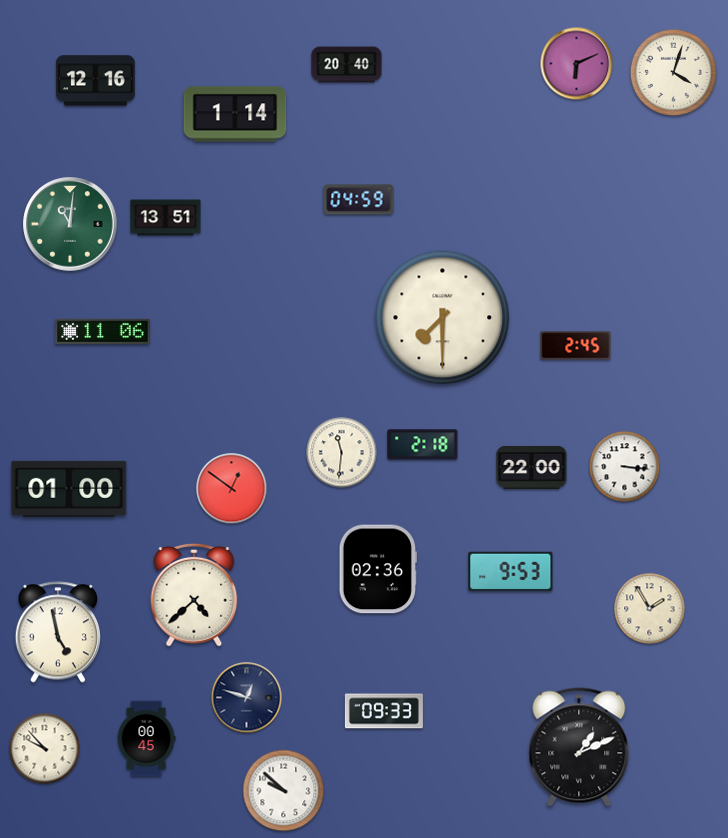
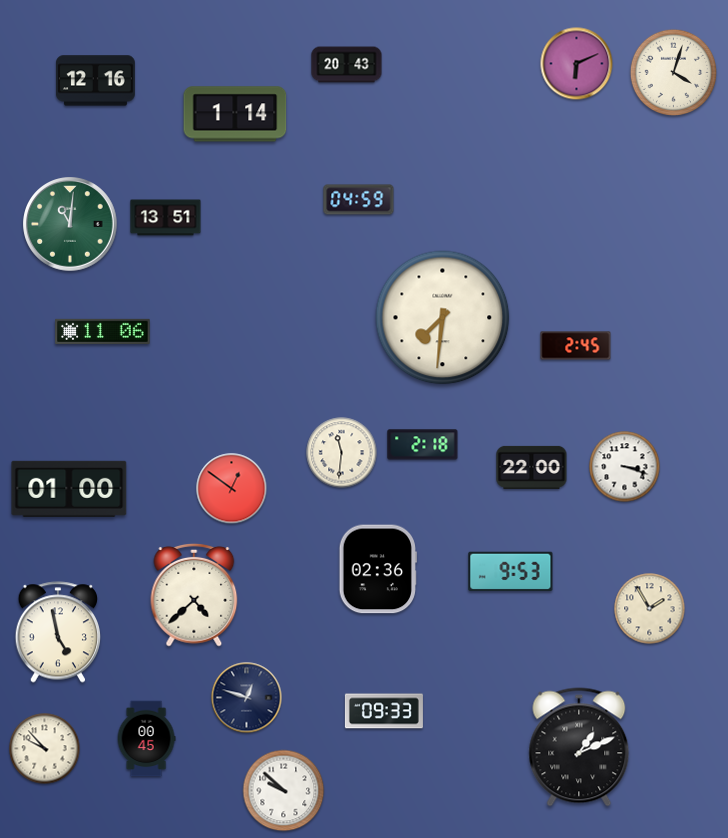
clock at (347, 65): 20:40 -> 20:43
clock at (443, 318): 7:30 -> 7:31
clock at (625, 467): 3:16 -> 3:18
